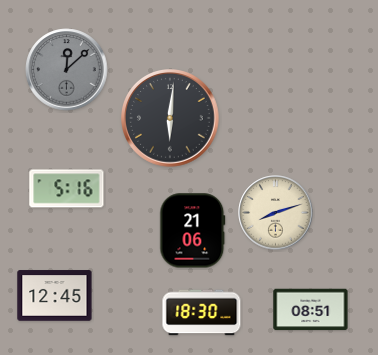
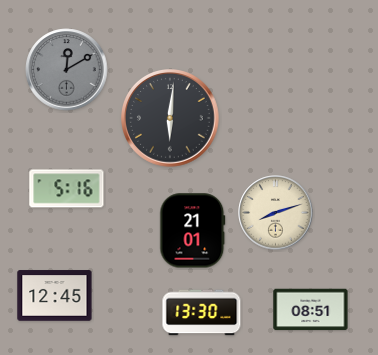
clock at (67, 70): 12:08 -> 12:10
clock at (193, 231): 21:06 -> 21:01
clock at (202, 313): 18:30 -> 13:30
